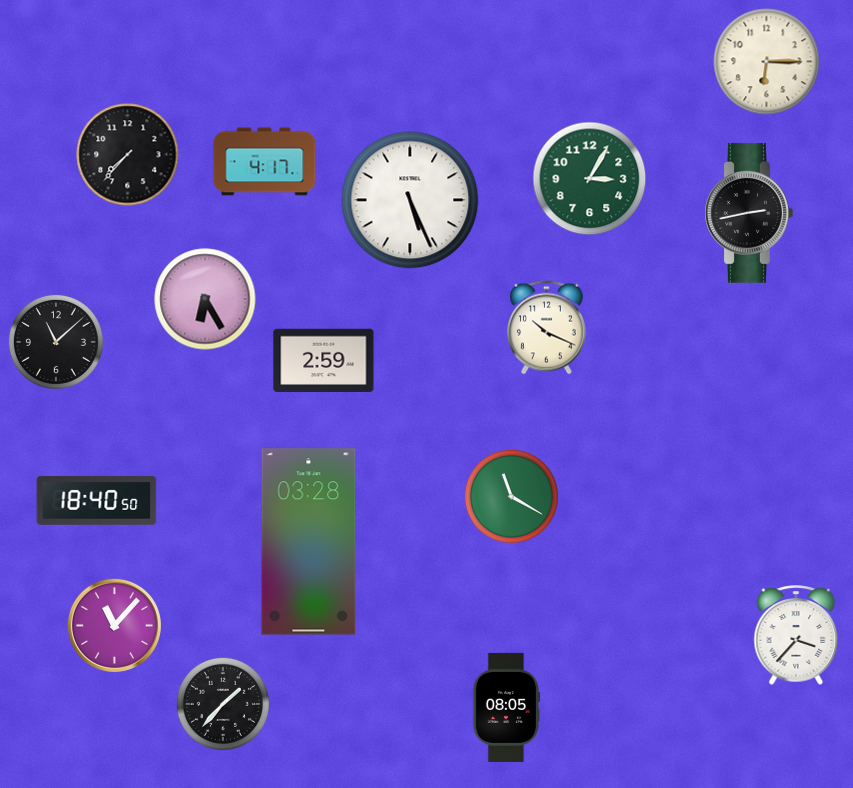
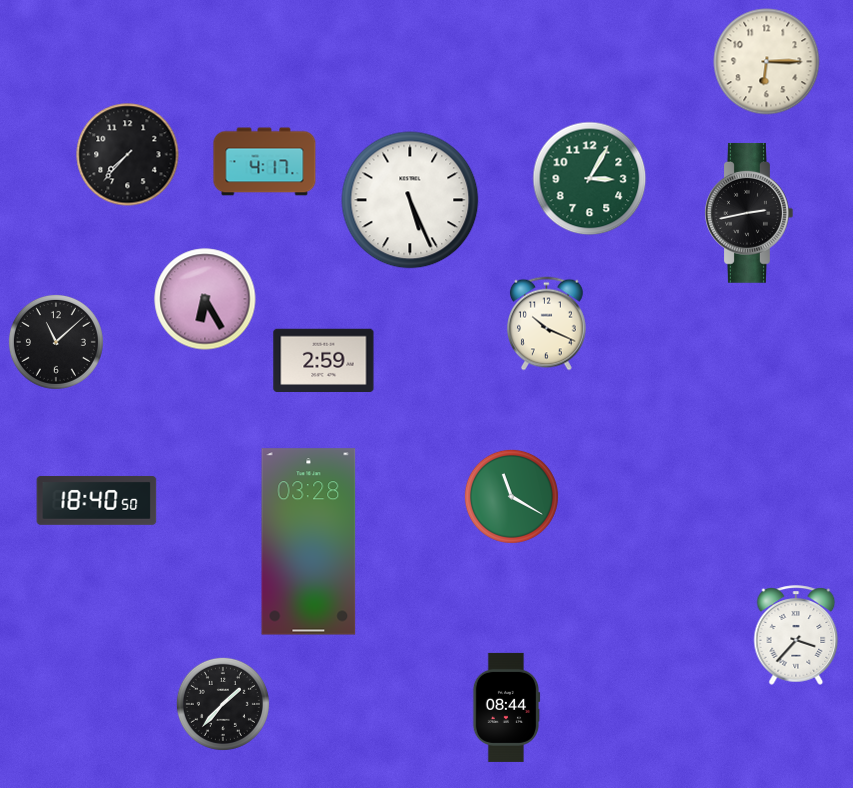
clock at (547, 328) position: (547, 328) -> (547, 324)
clock at (114, 625): 11:07 -> none
clock at (506, 707): 08:05 -> 08:44
